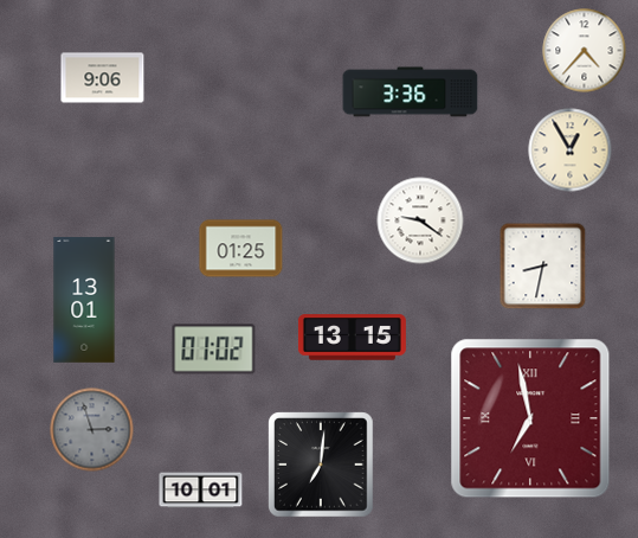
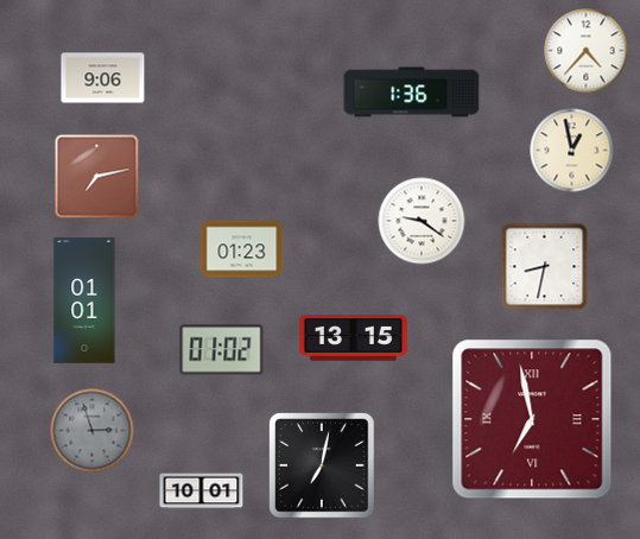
clock at (411, 92): 3:36 -> 1:36
clock at (571, 150): 12:55 -> 12:58
clock at (97, 177): none -> 7:13
clock at (241, 249): 01:25 -> 01:23
clock at (84, 300): 13:01 -> 01:01
clock at (214, 350) position: (214, 350) -> (222, 350)
clock at (321, 465): 7:01 -> 7:02
